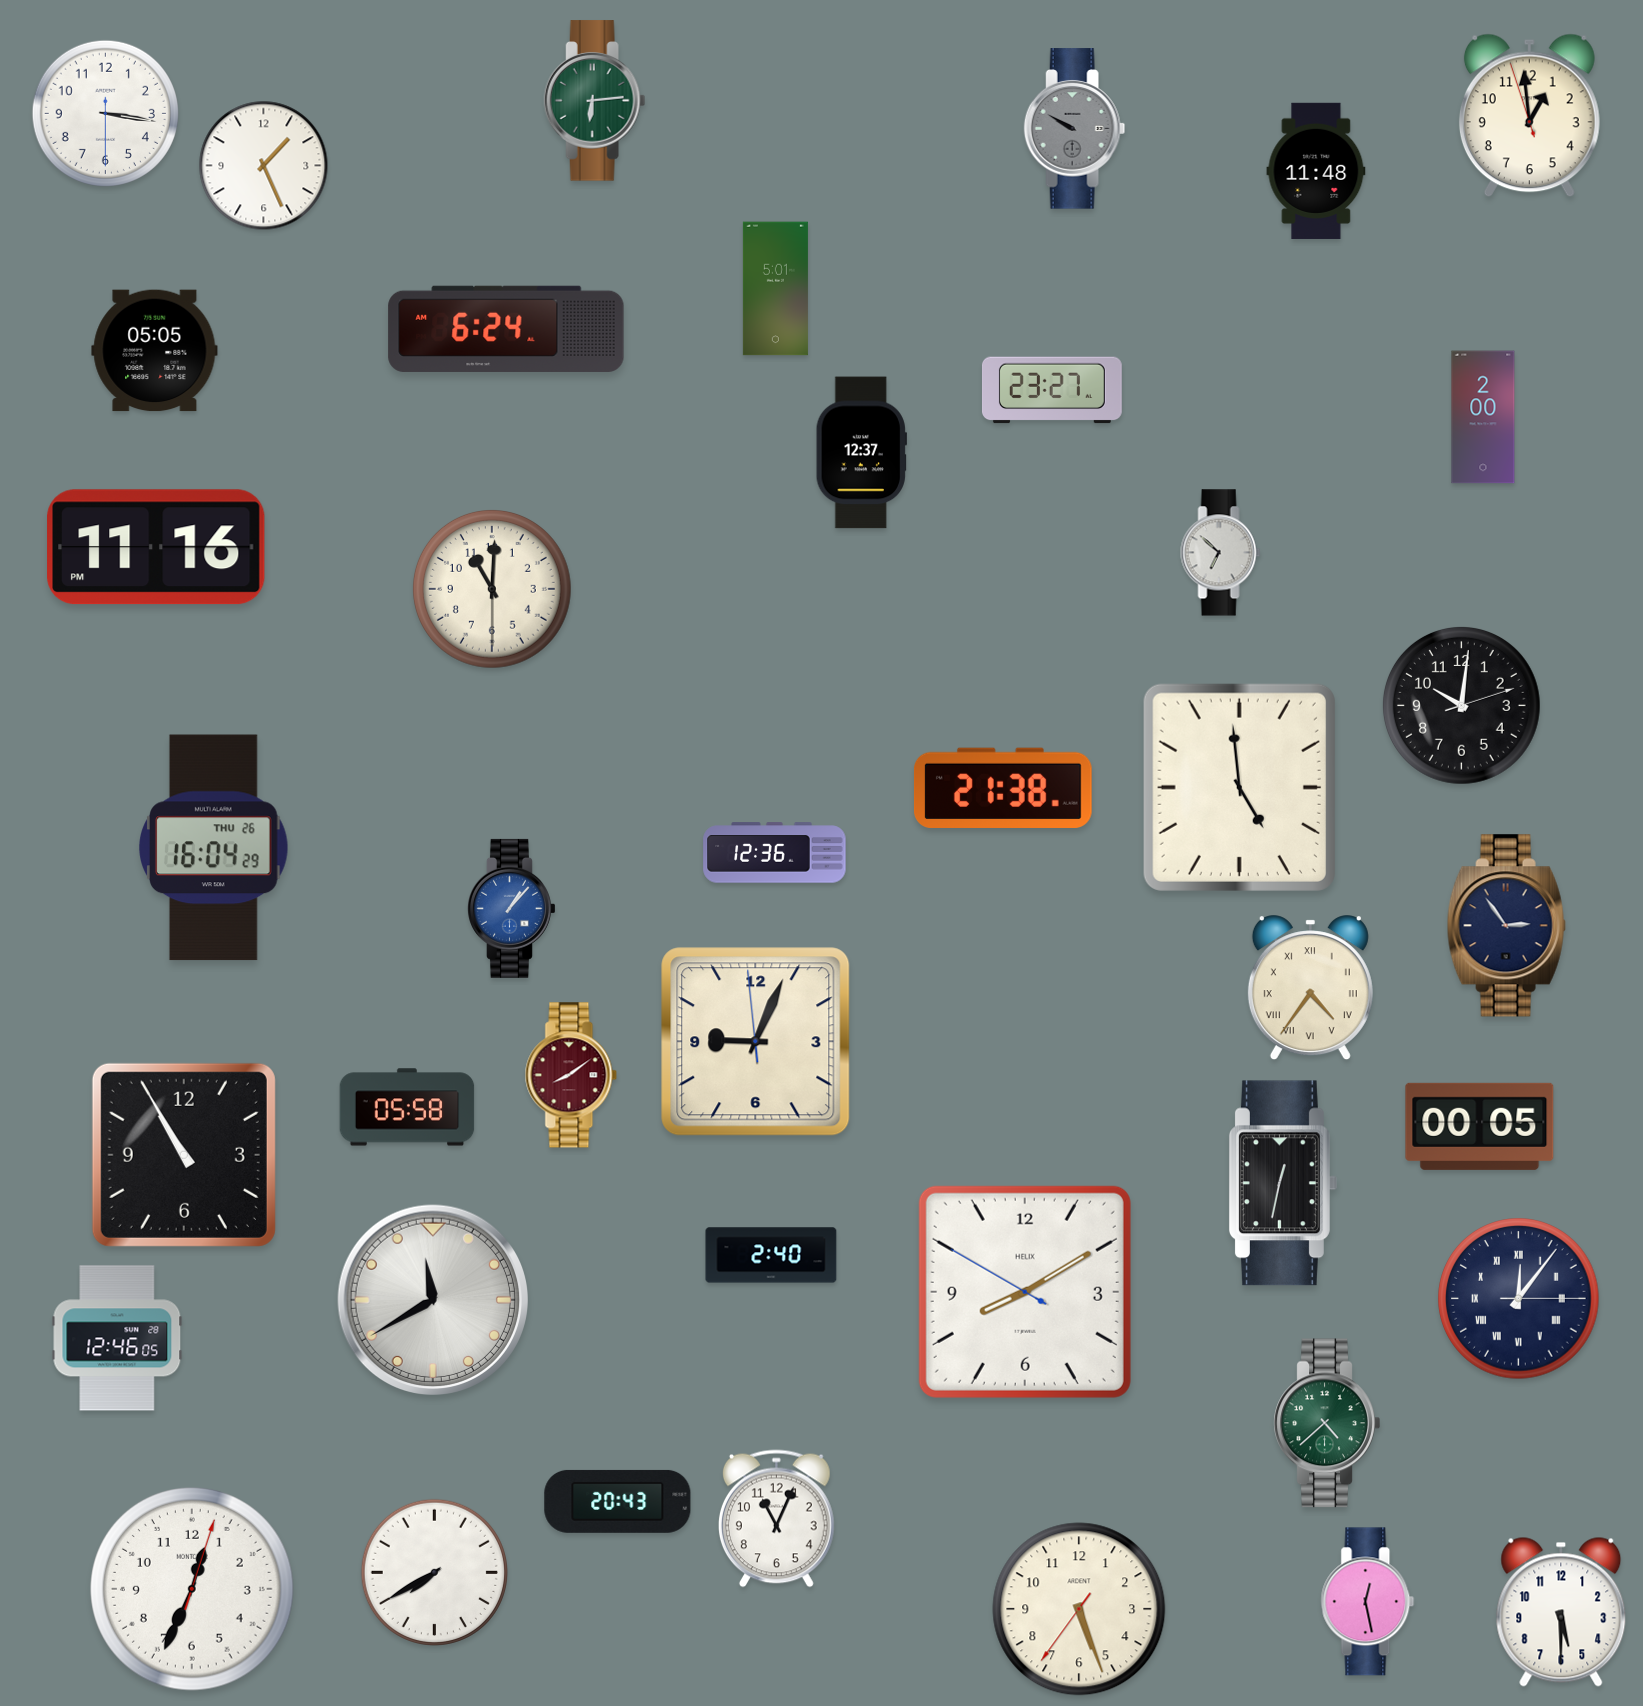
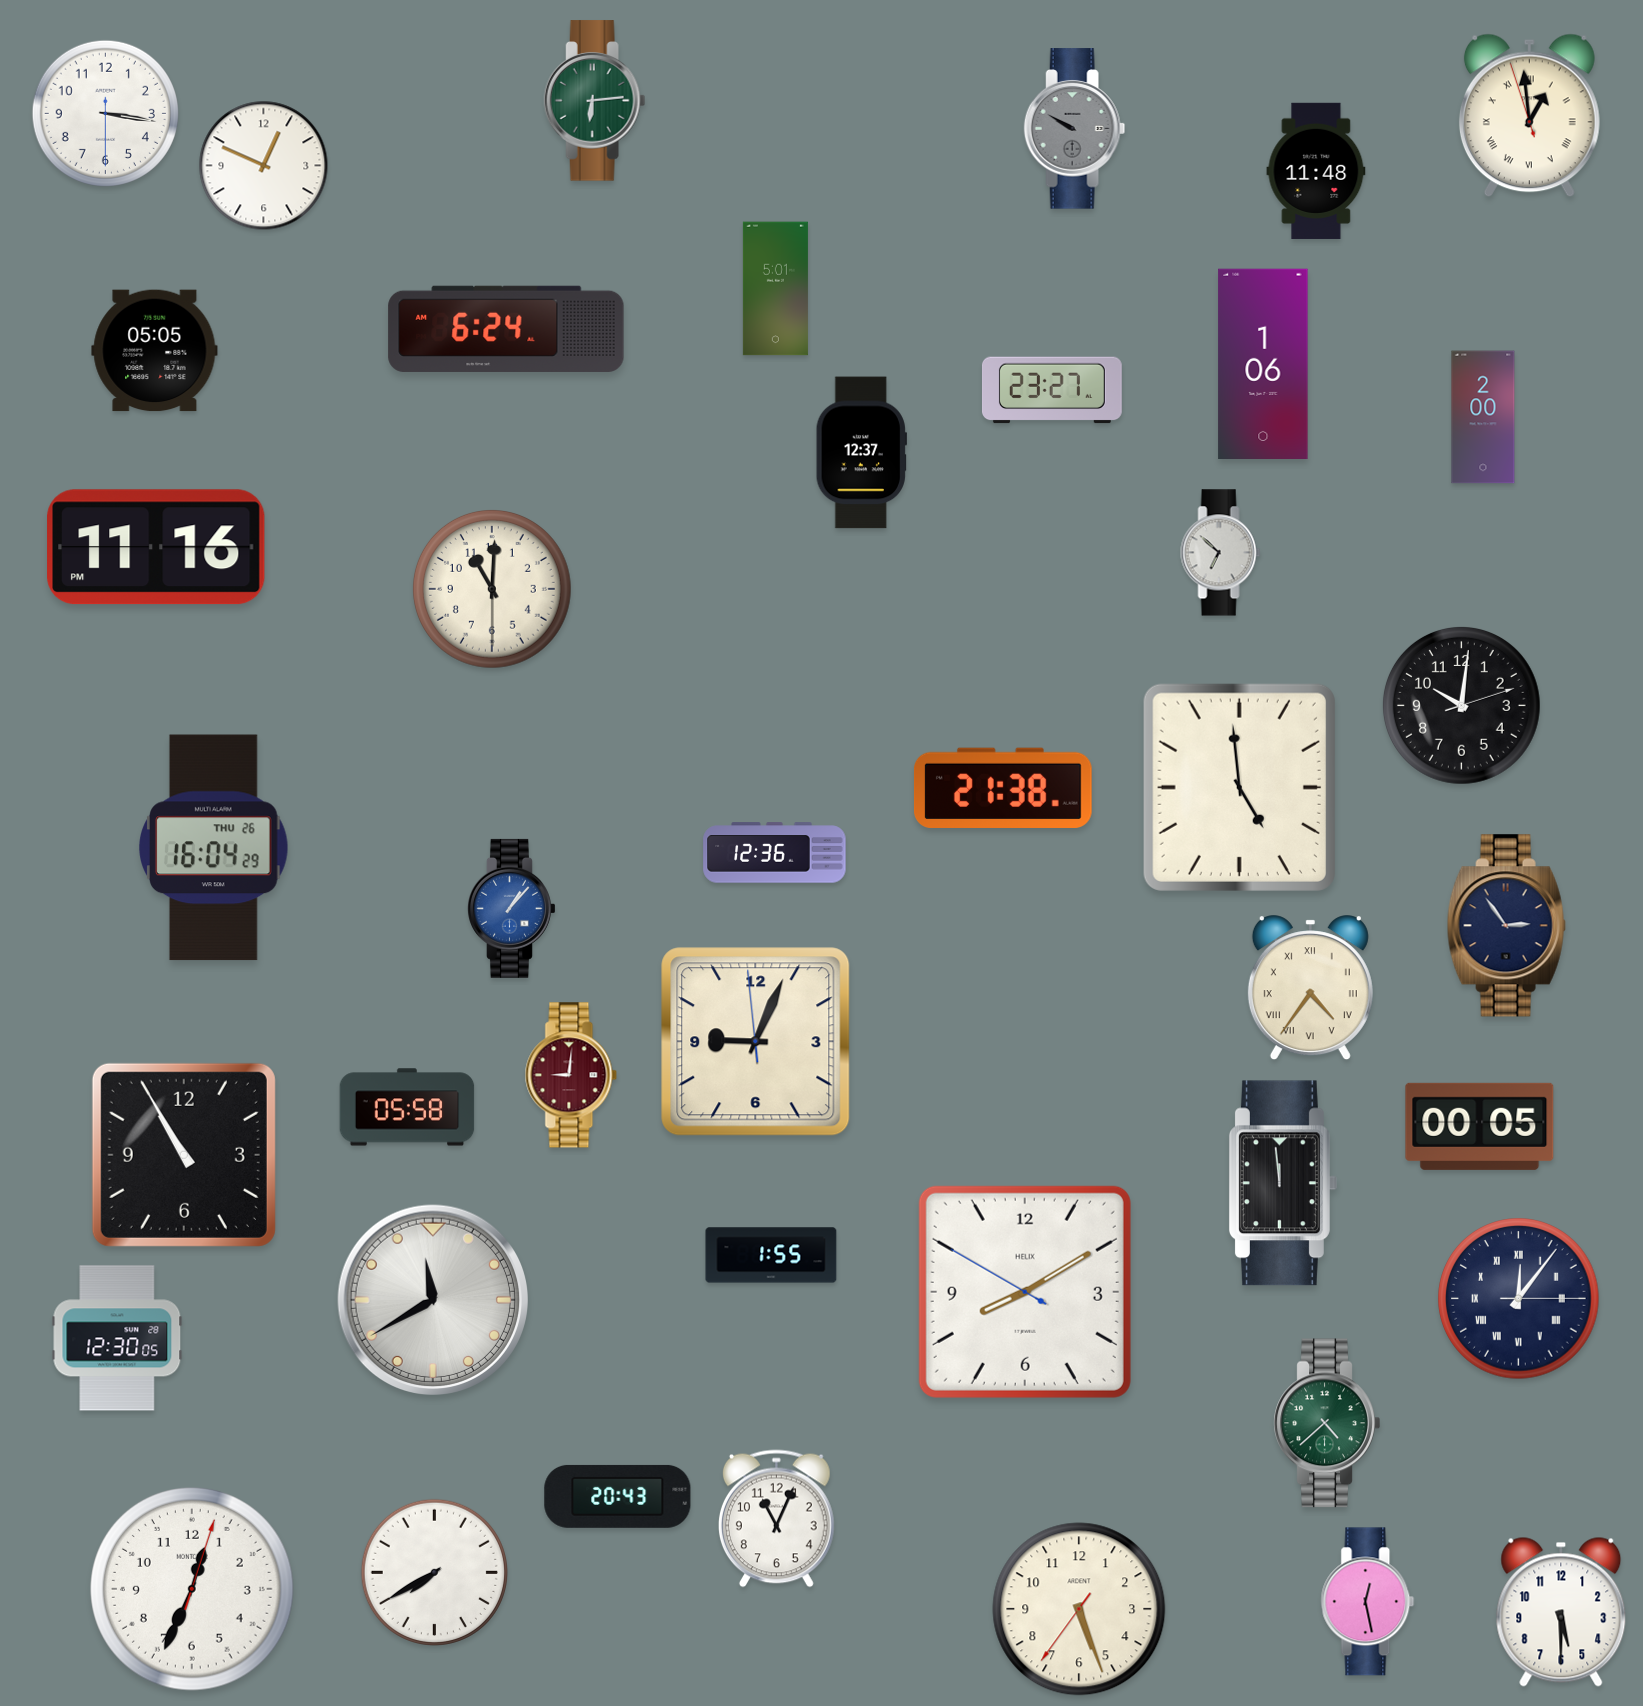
clock at (1529, 116) numerals: Arabic -> Roman
clock at (264, 166): 1:26 -> 12:49
clock at (1263, 364): none -> 1:06
clock at (571, 1075): 8:09 -> 9:01
clock at (1283, 1183): 12:32 -> 11:59
clock at (771, 1255): 2:40 -> 1:55
clock at (117, 1338): 12:46 -> 12:30
clock at (618, 1501) position: (618, 1501) -> (618, 1496)
